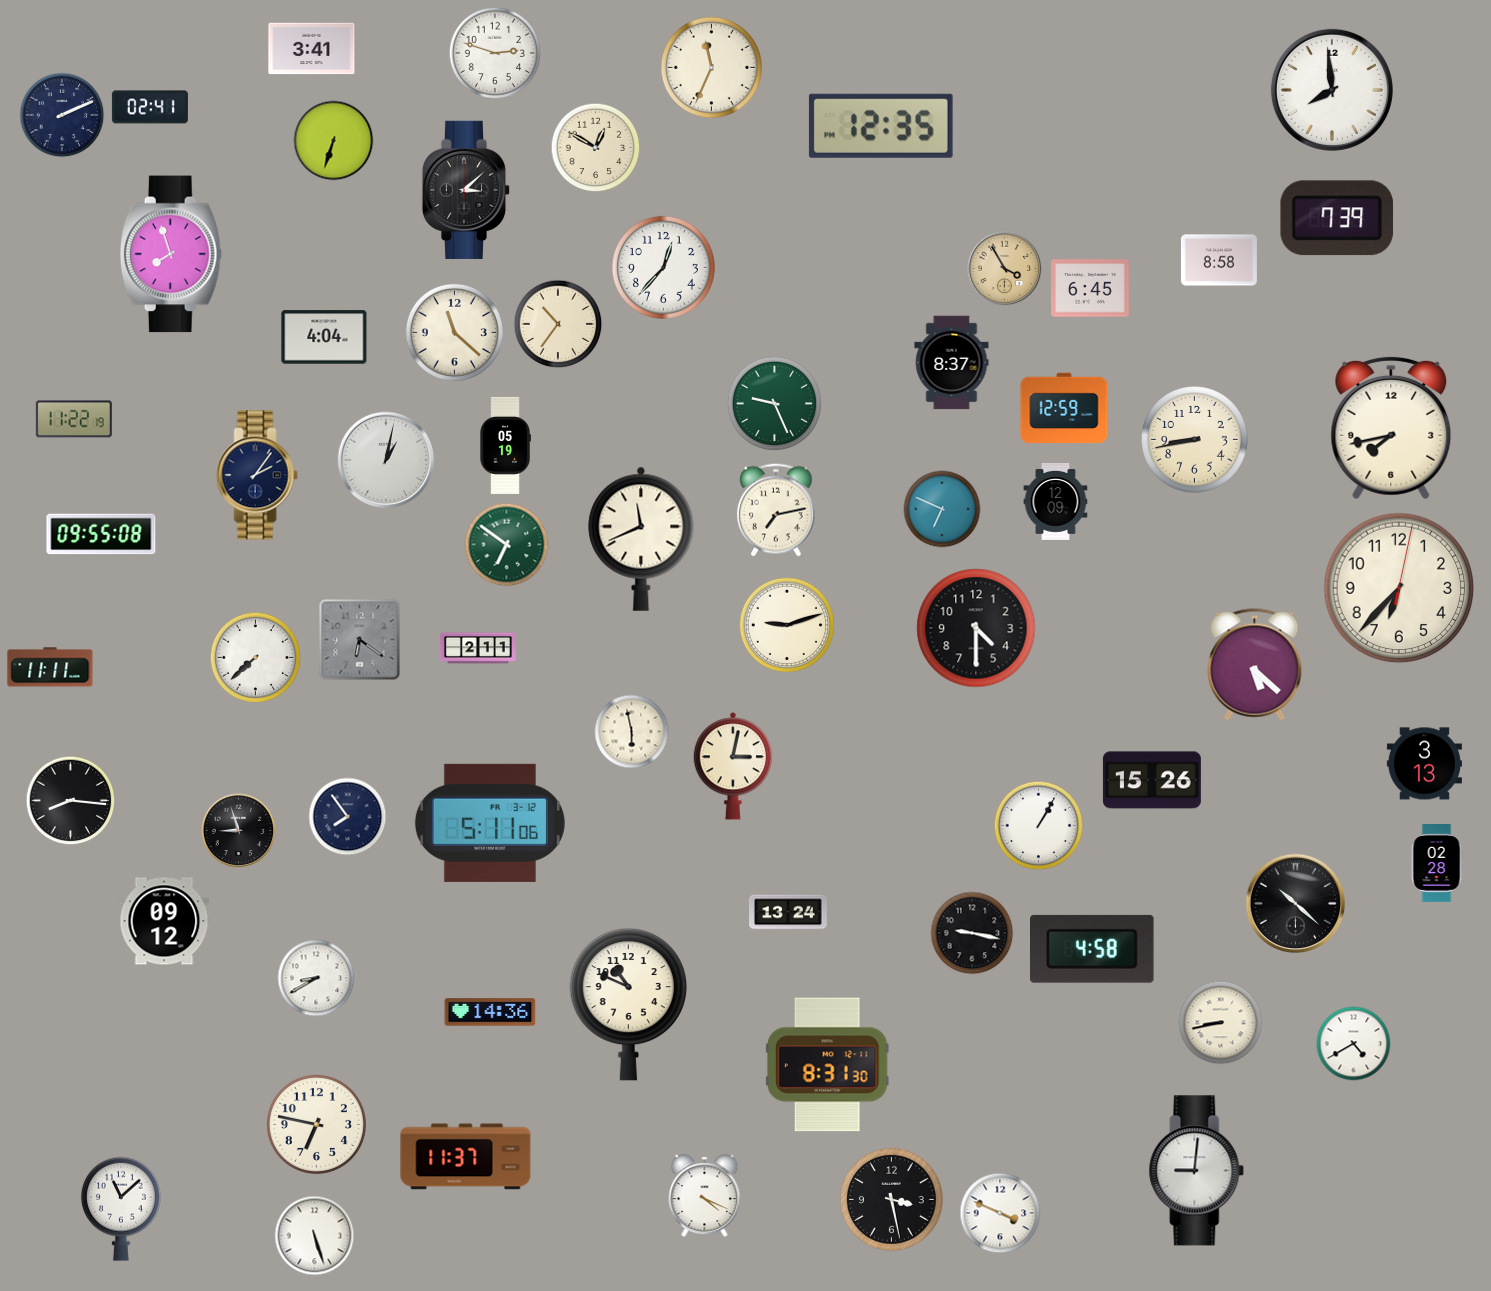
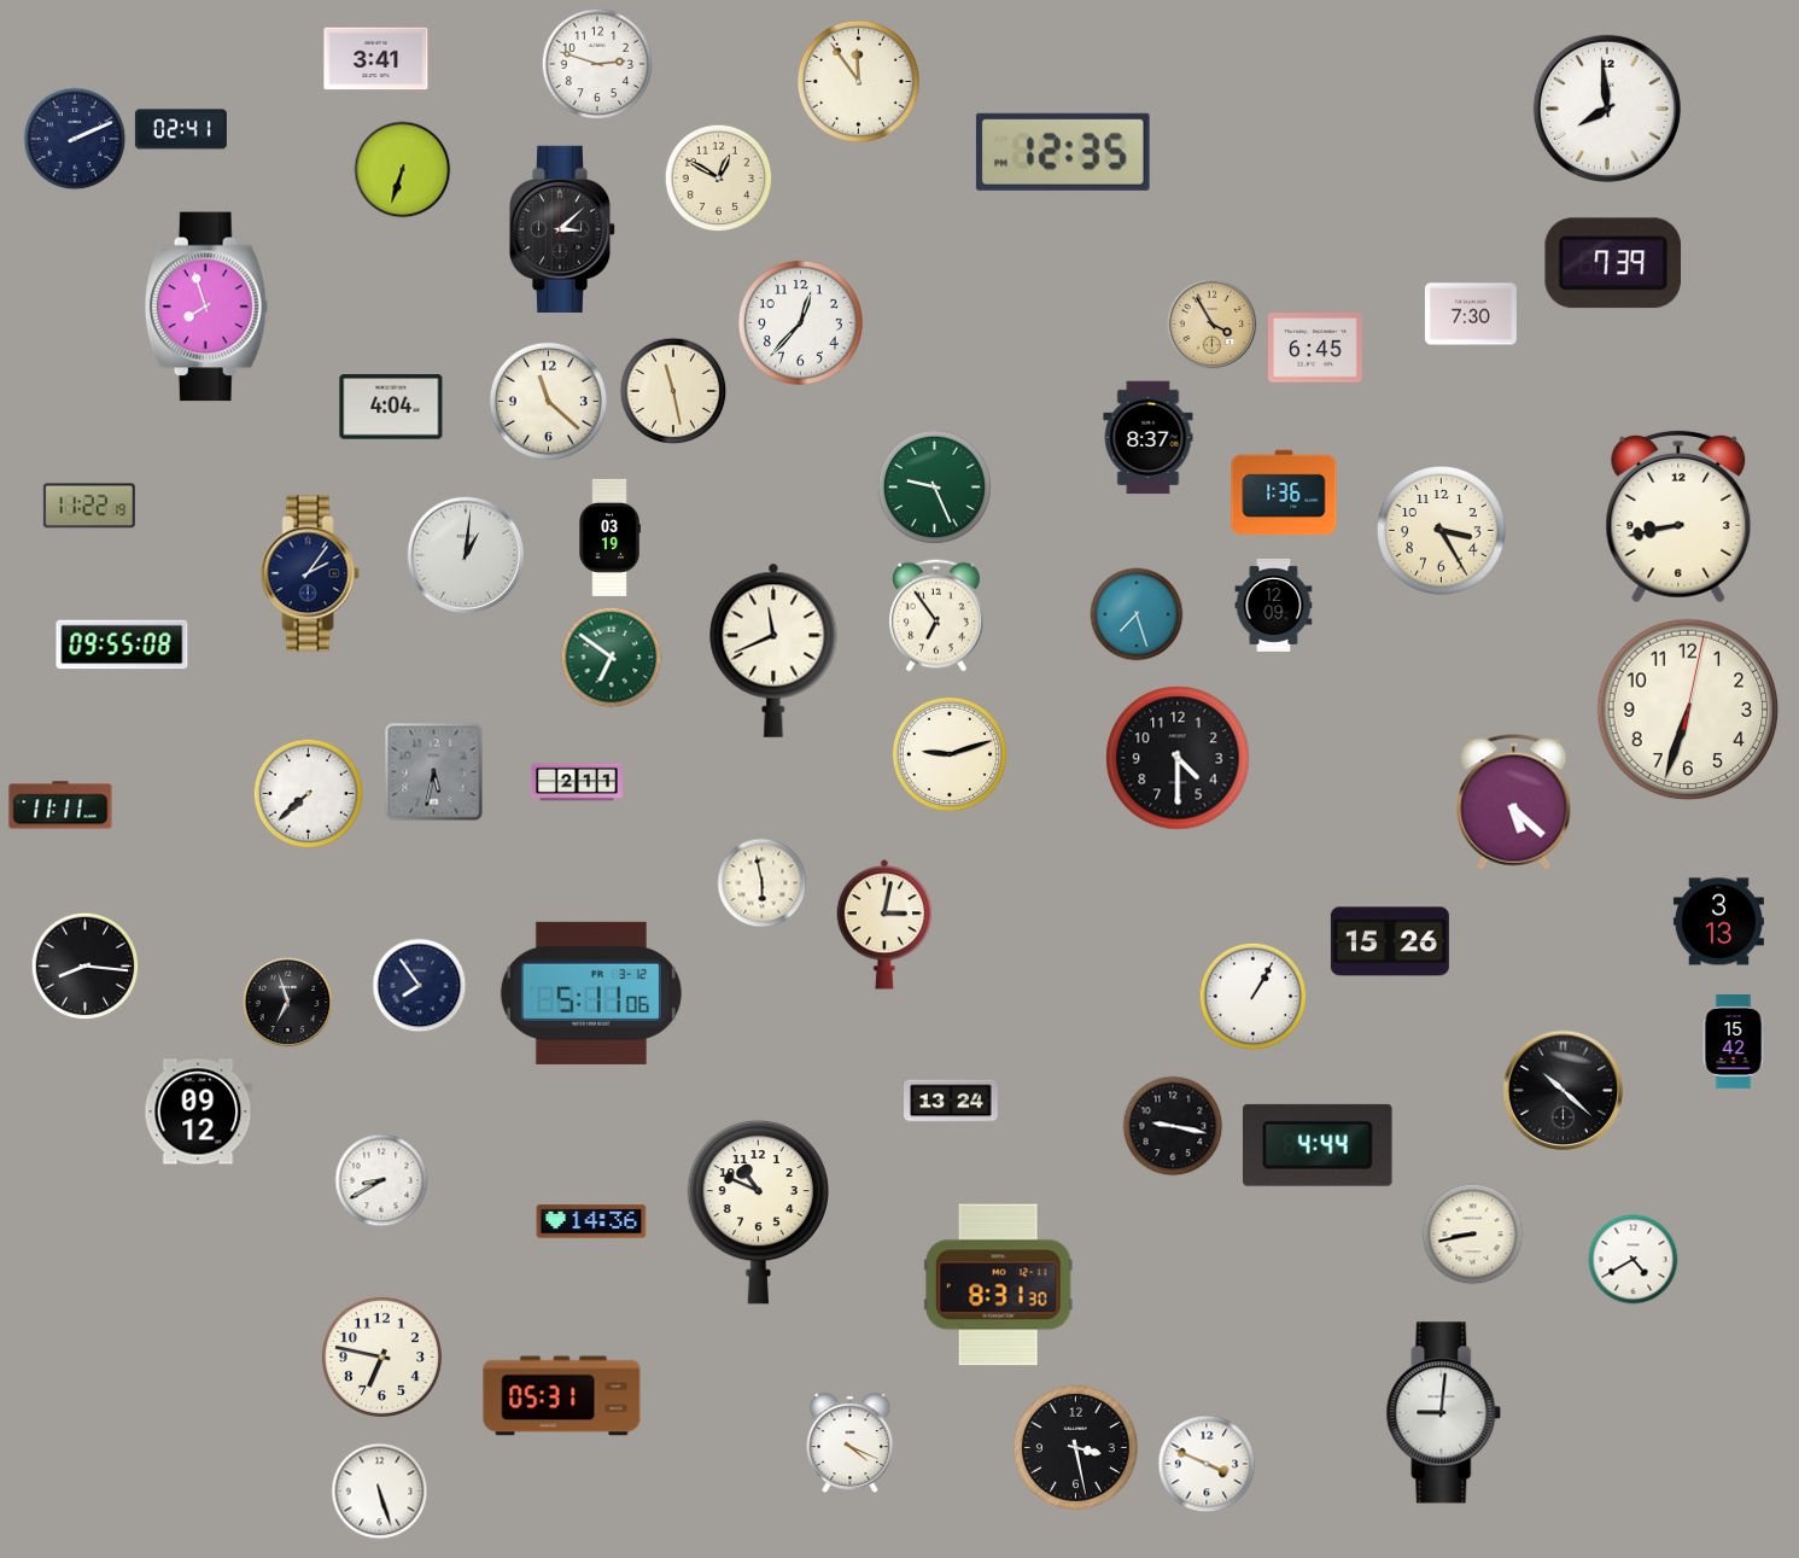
clock at (711, 67): 11:34 -> 11:54
clock at (1219, 260): 8:58 -> 7:30
clock at (558, 324): 10:36 -> 11:28
clock at (1064, 408): 12:59 -> 1:36
clock at (1391, 428): 7:43 -> 8:43
clock at (1195, 440): 8:43 -> 3:25
clock at (505, 445): 05:19 -> 03:19
clock at (386, 460): 1:02 -> 1:01
clock at (942, 509): 6:49 -> 7:27
clock at (776, 510): 7:13 -> 6:54
clock at (1399, 588): 6:37 -> 6:33
clock at (360, 640): 6:21 -> 5:32
clock at (239, 831): 8:57 -> 6:57
clock at (1437, 863): 02:28 -> 15:42
clock at (1093, 949): 4:58 -> 4:44
clock at (466, 1157): 11:37 -> 05:31
clock at (121, 1209): 11:08 -> none
